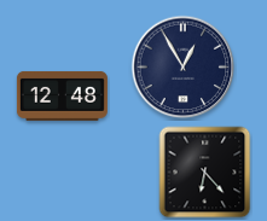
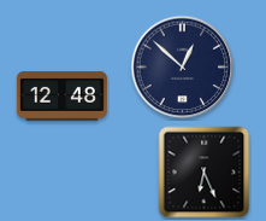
clock at (184, 68): 12:55 -> 12:52
clock at (205, 173): 6:23 -> 6:26
